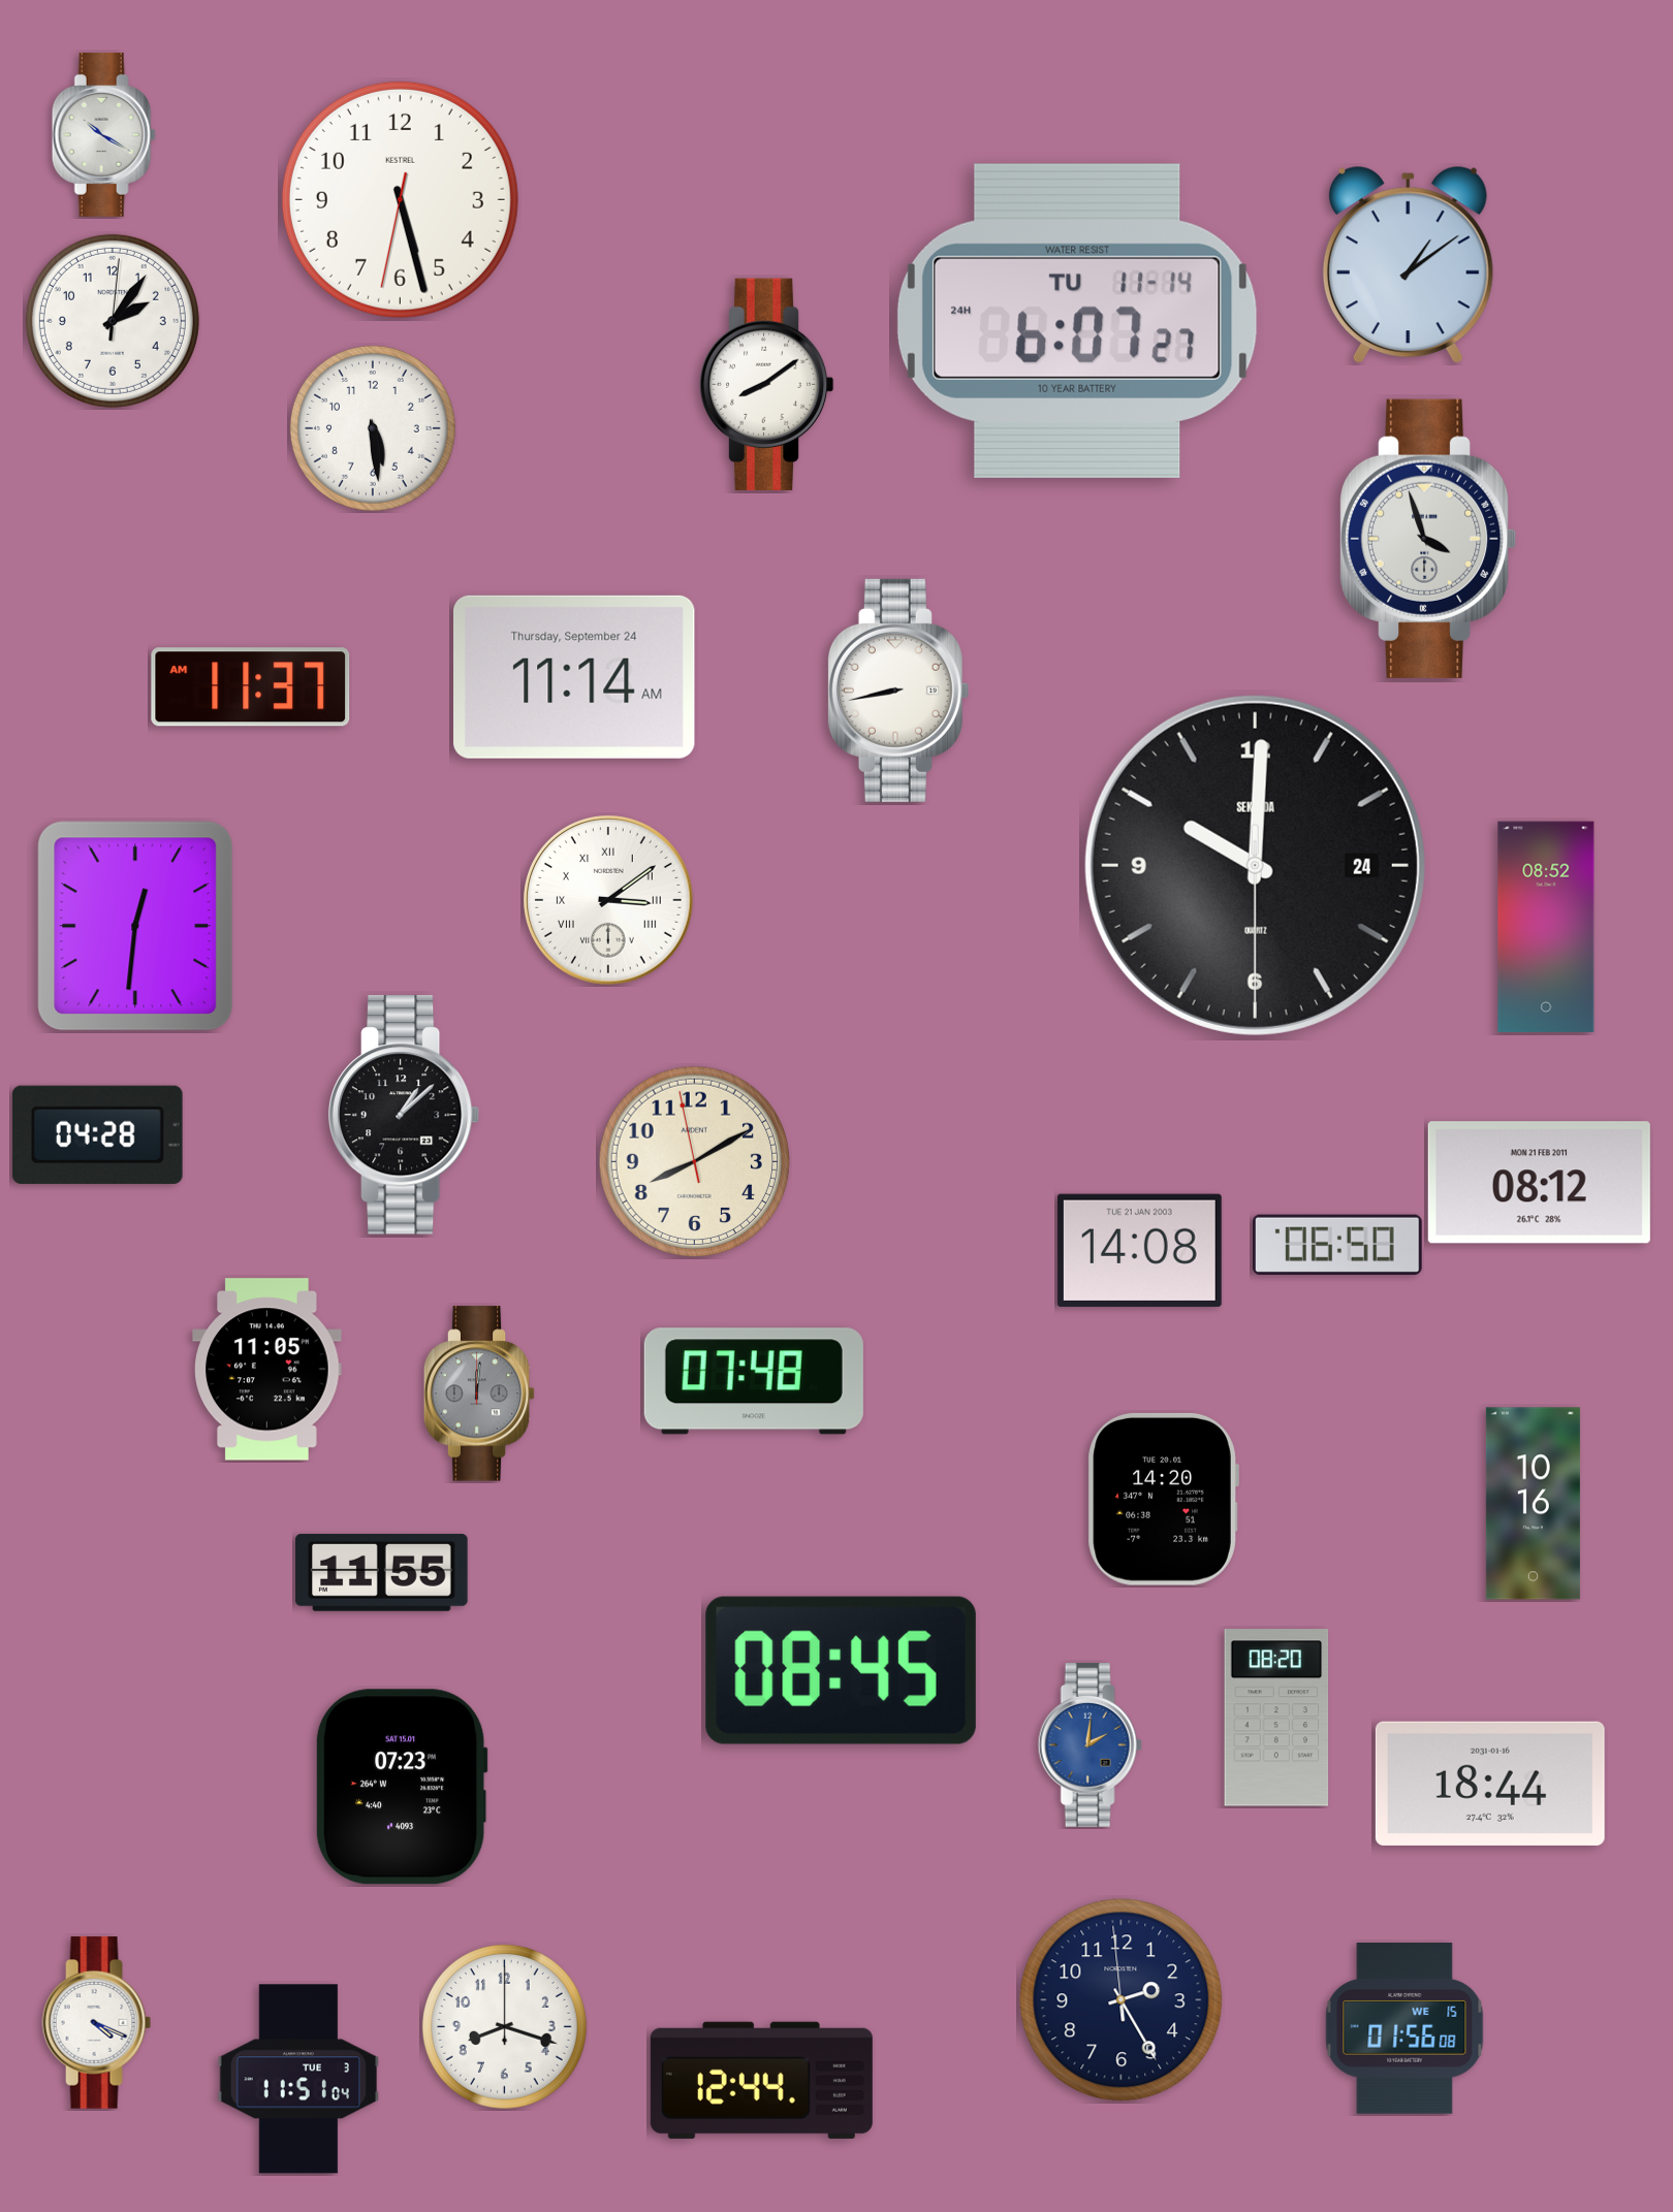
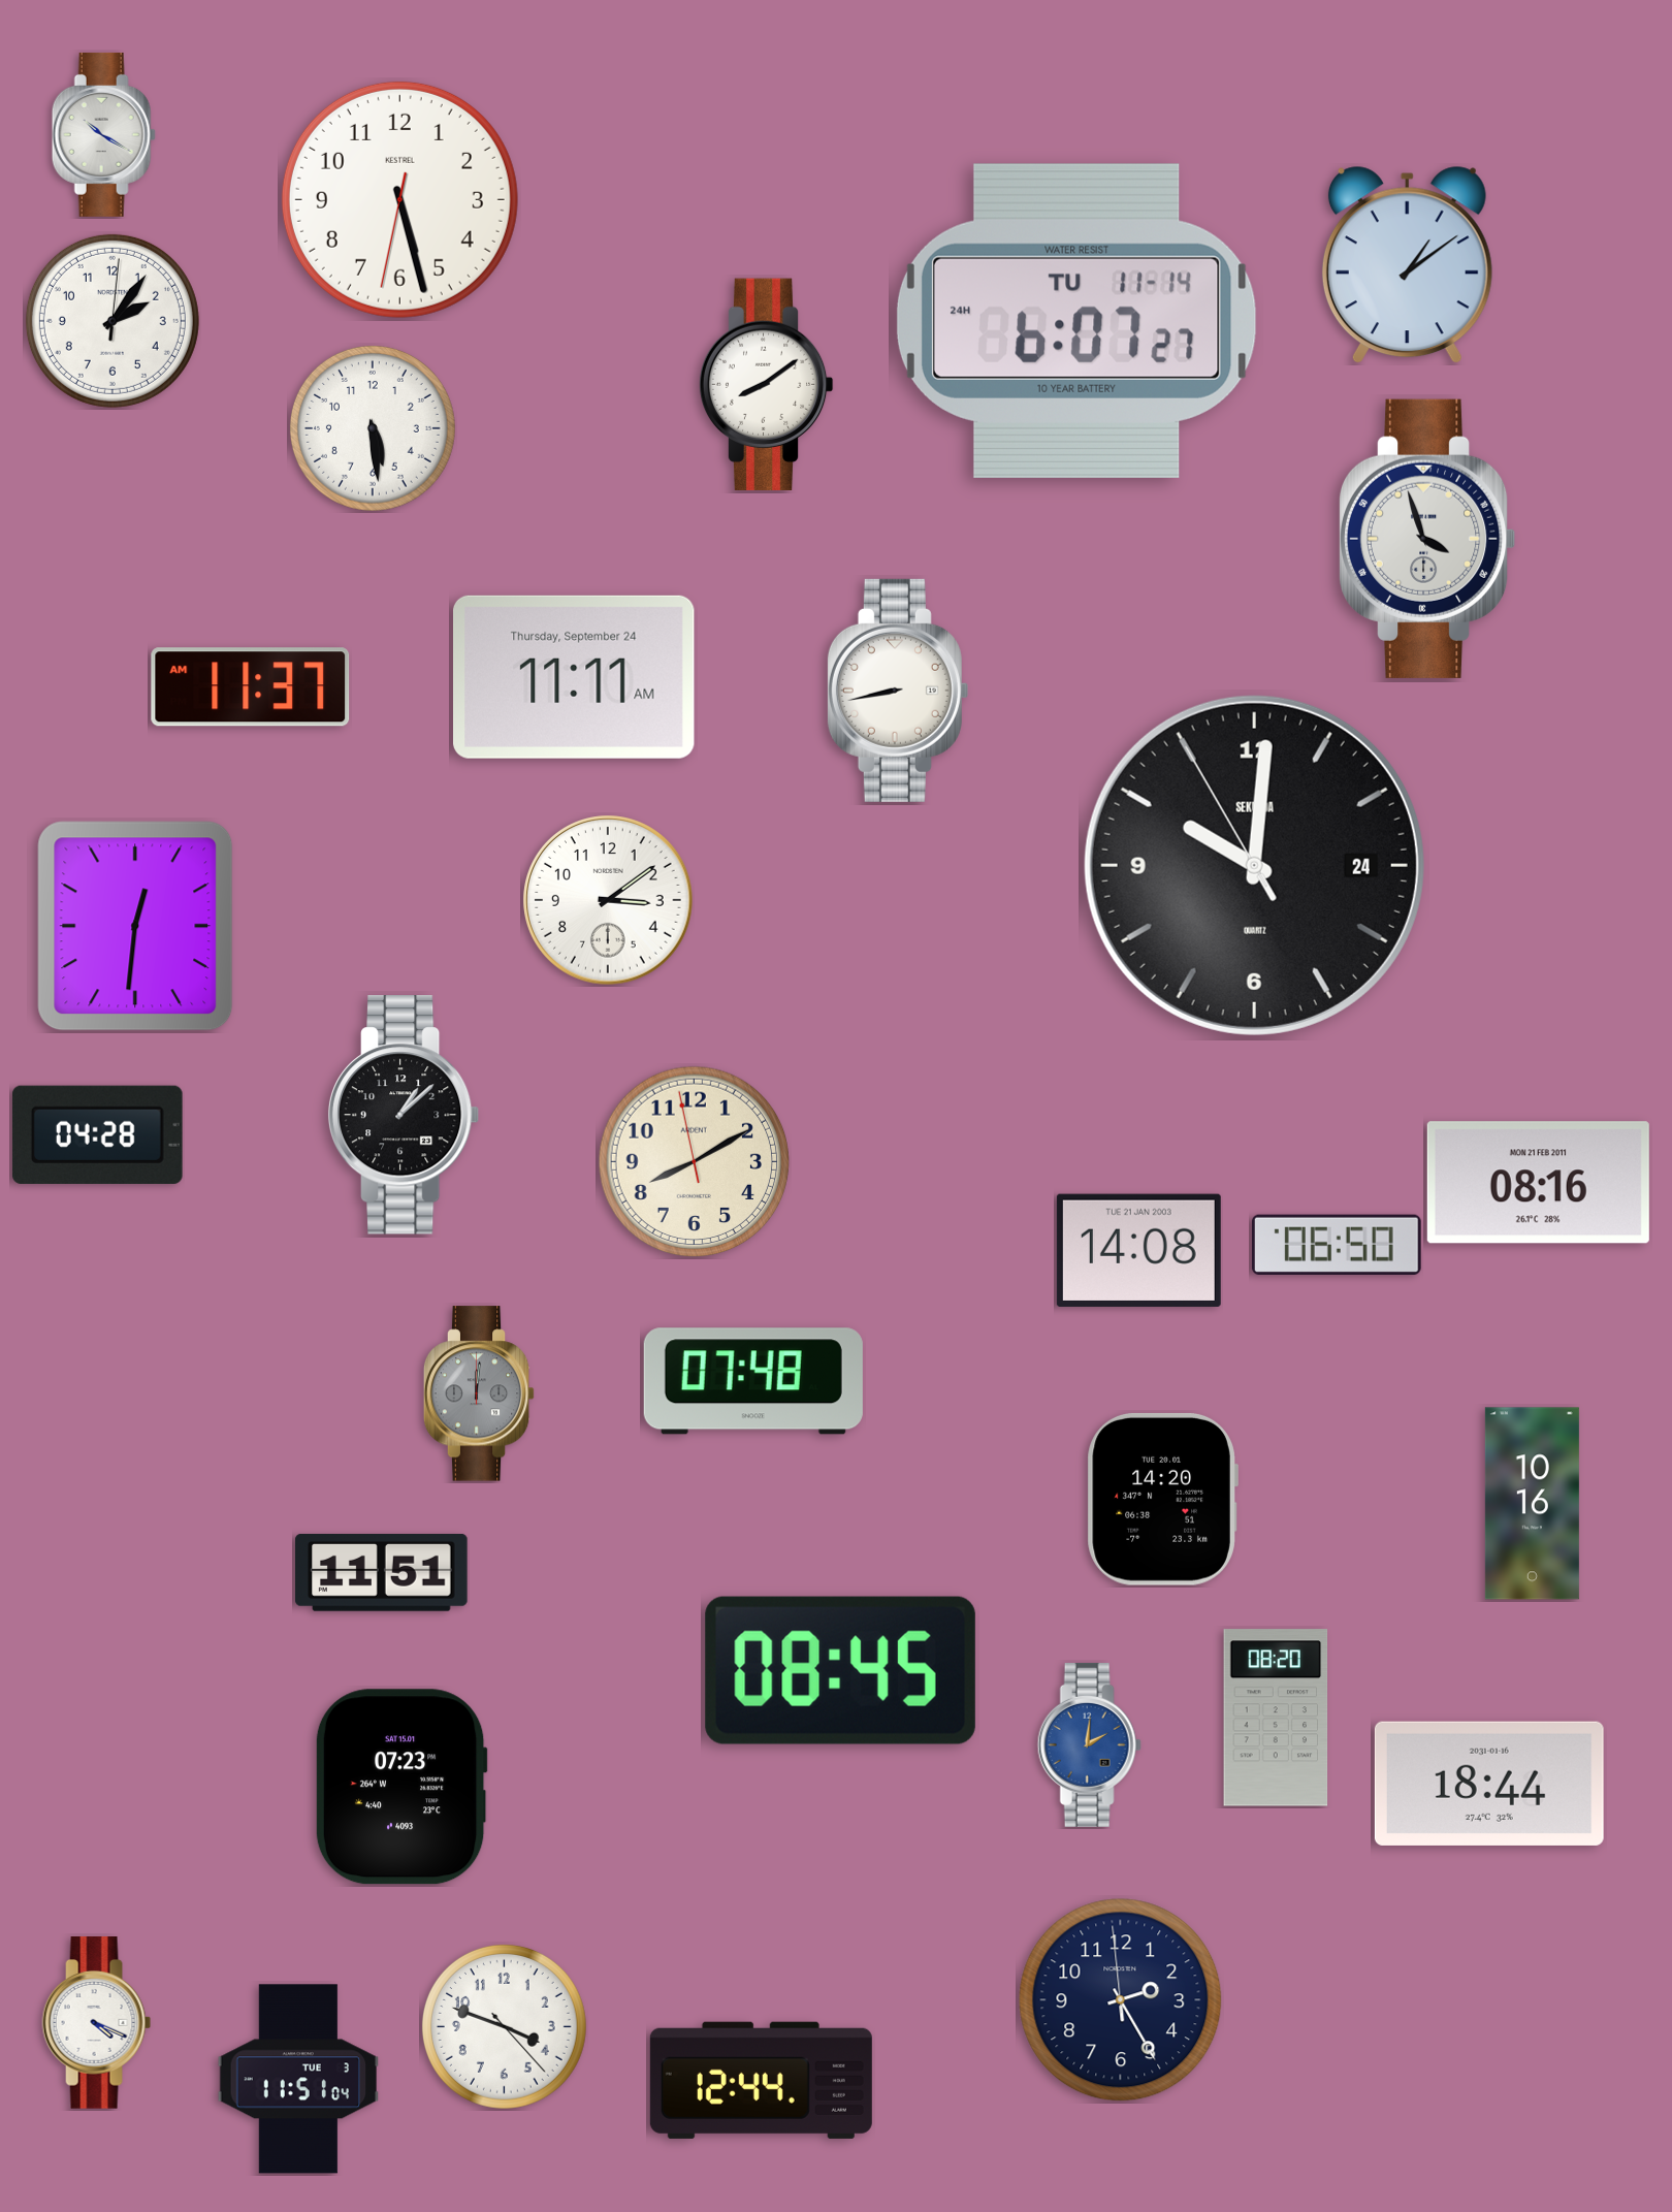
clock at (575, 677): 11:14 -> 11:11
clock at (1255, 865): 10:00:30 -> 10:00:55
clock at (608, 900) numerals: Roman -> Arabic
clock at (1546, 927): 08:52 -> none
clock at (1539, 1183): 08:12 -> 08:16
clock at (267, 1370): 11:05 -> none
clock at (382, 1572): 11:55 -> 11:51
clock at (504, 2026): 8:18 -> 3:48
clock at (1404, 2028): 01:56 -> none
